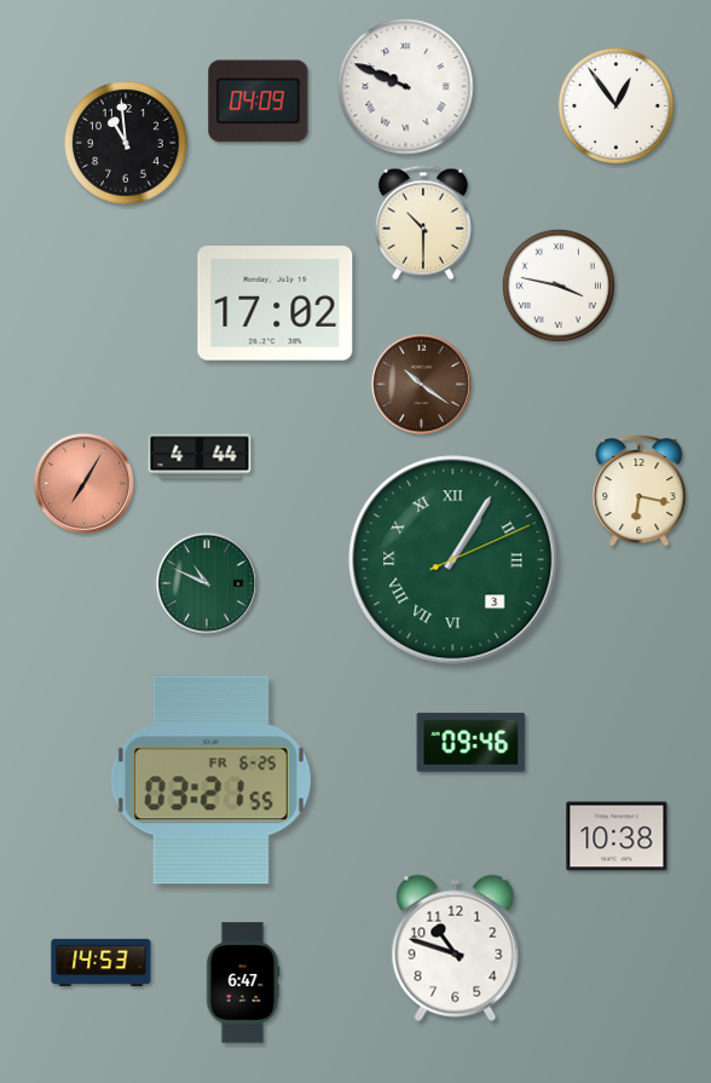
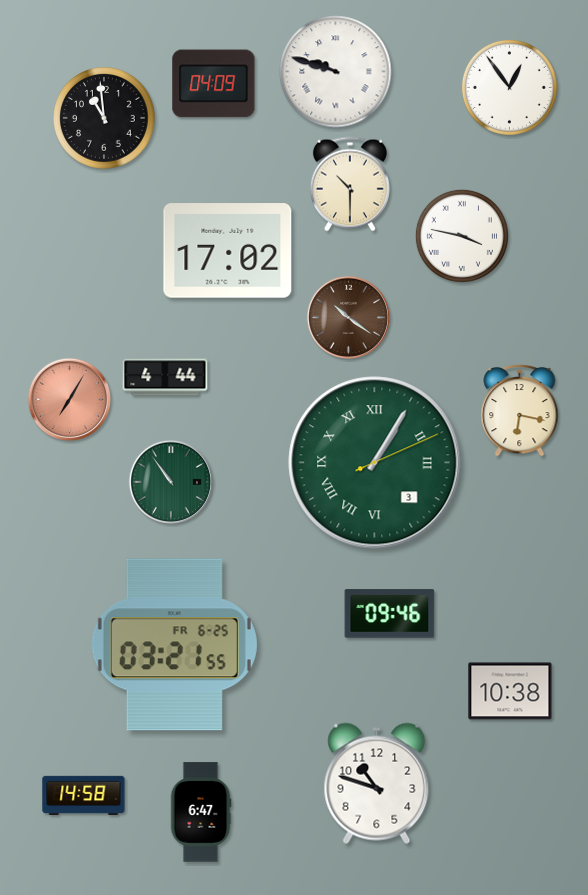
clock at (406, 87): 9:49 -> 9:48
clock at (640, 490) position: (640, 490) -> (520, 410)
clock at (207, 582): 10:49 -> 10:54
clock at (102, 962): 14:53 -> 14:58
